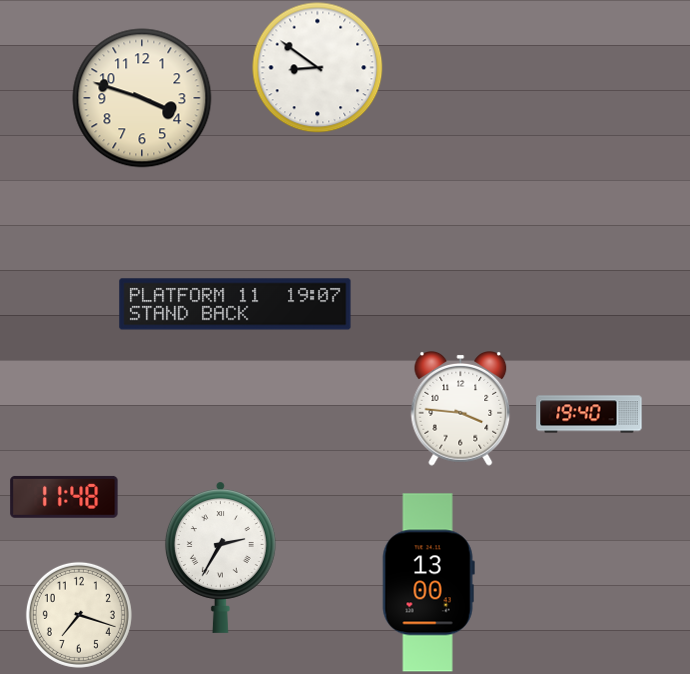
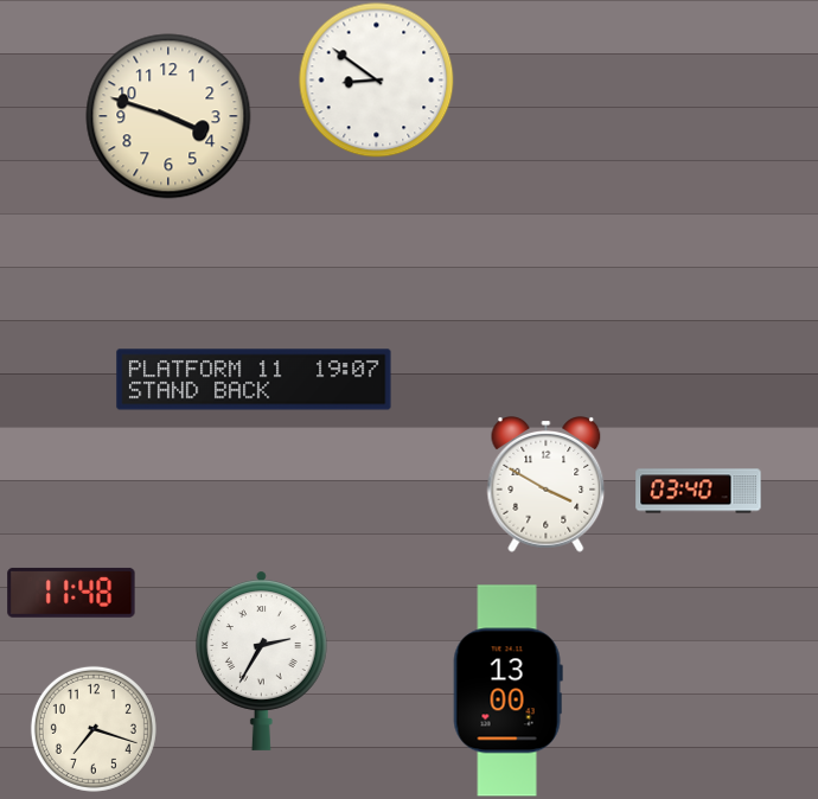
clock at (235, 304) position: (235, 304) -> (254, 379)
clock at (461, 409): 3:46 -> 3:50
clock at (589, 414): 19:40 -> 03:40
clock at (64, 497) position: (64, 497) -> (71, 593)
